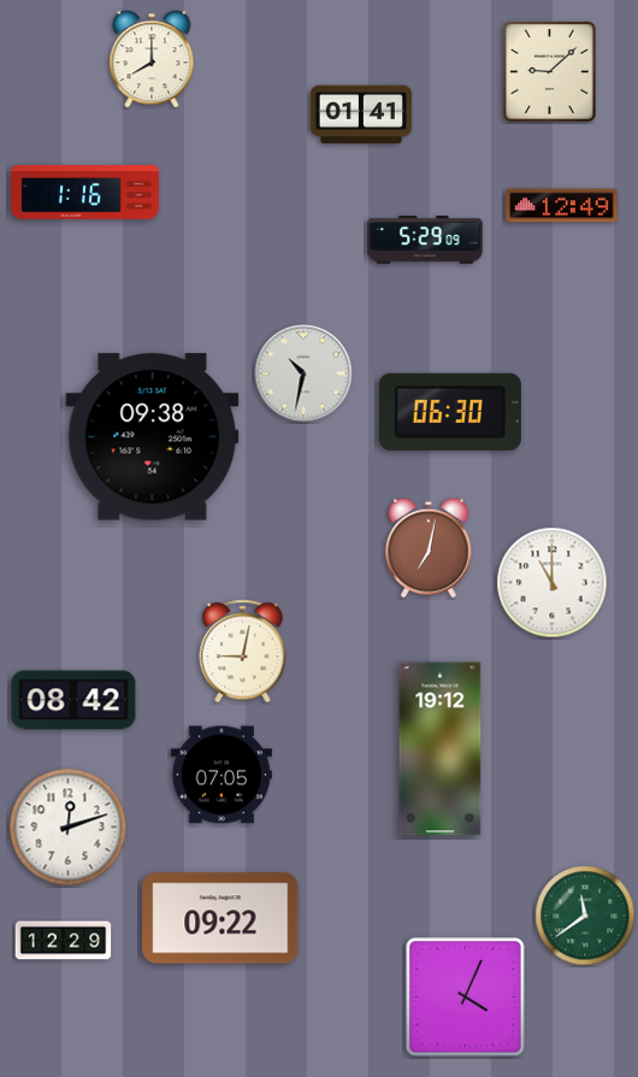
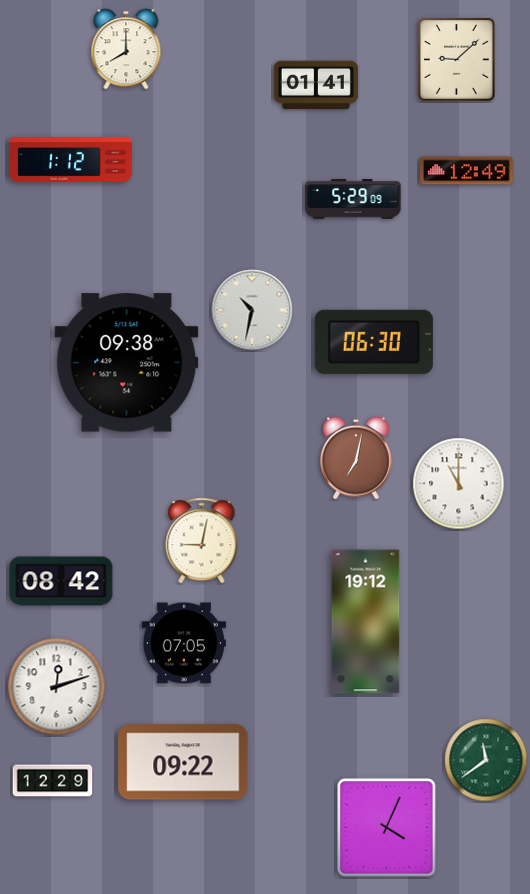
clock at (361, 114) position: (361, 114) -> (316, 85)
clock at (85, 193): 1:16 -> 1:12
clock at (430, 548) position: (430, 548) -> (357, 458)
